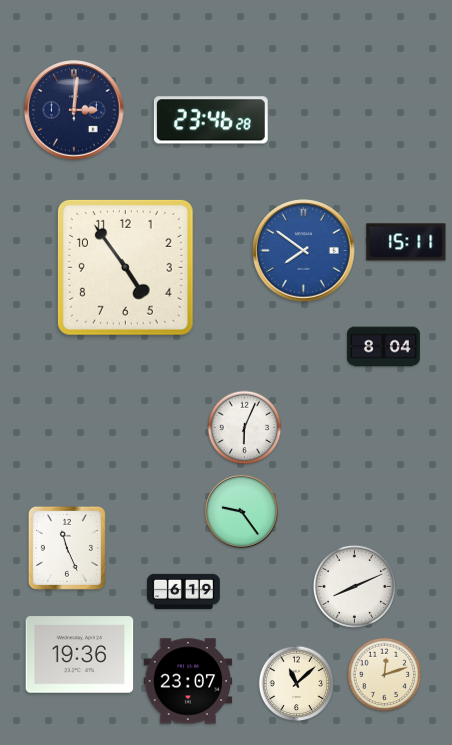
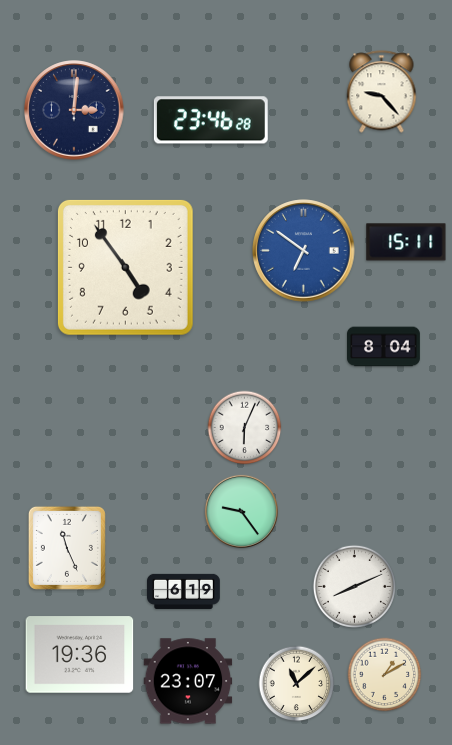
clock at (382, 92): none -> 9:23
clock at (304, 251): 7:51 -> 6:51
clock at (385, 675): 12:12 -> 1:10
